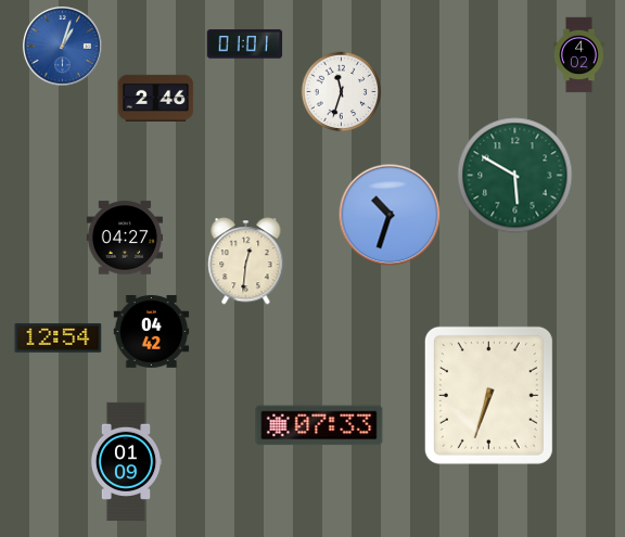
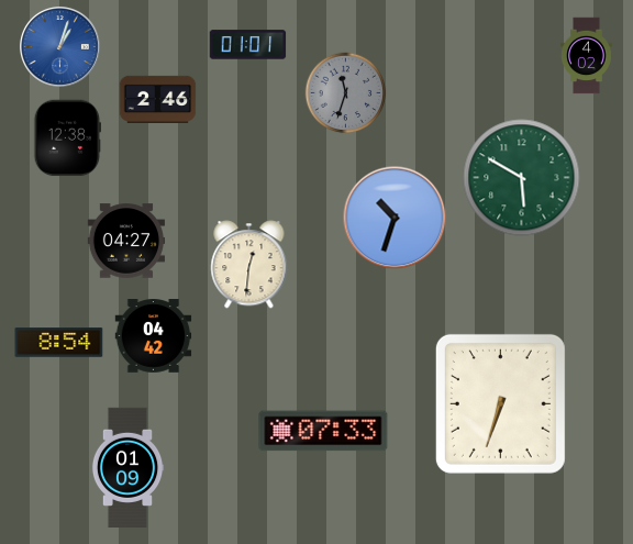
clock at (62, 46) position: (62, 46) -> (59, 46)
clock at (342, 92) dial: white -> grey
clock at (67, 138): none -> 12:38
clock at (59, 338): 12:54 -> 8:54
clock at (488, 395) position: (488, 395) -> (500, 403)
